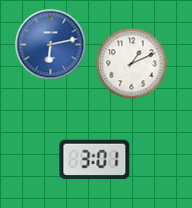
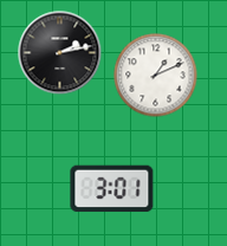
clock at (51, 45): 6:13 -> 2:13
clock at (51, 45) dial: blue -> black
